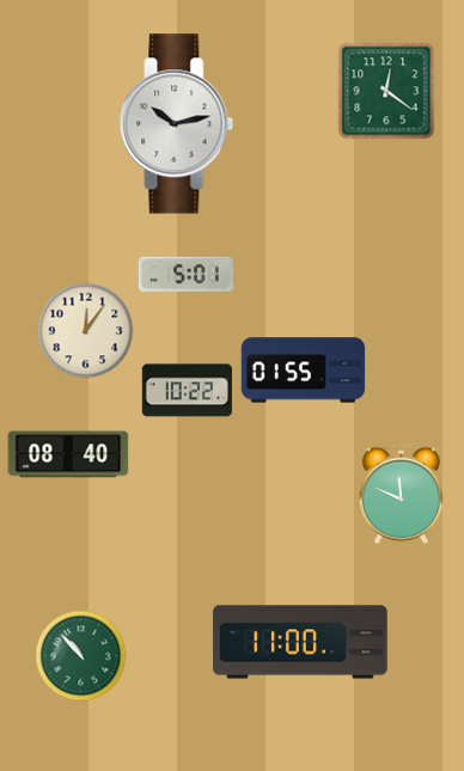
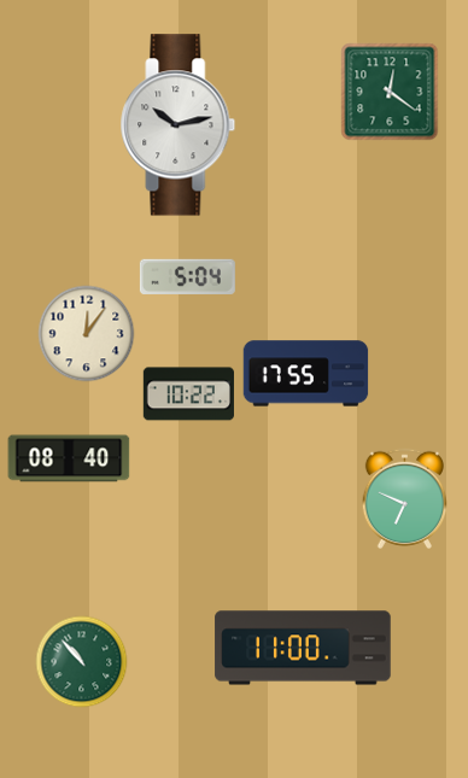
clock at (185, 274): 5:01 -> 5:04
clock at (304, 371): 01:55 -> 17:55
clock at (401, 494): 11:49 -> 6:49
